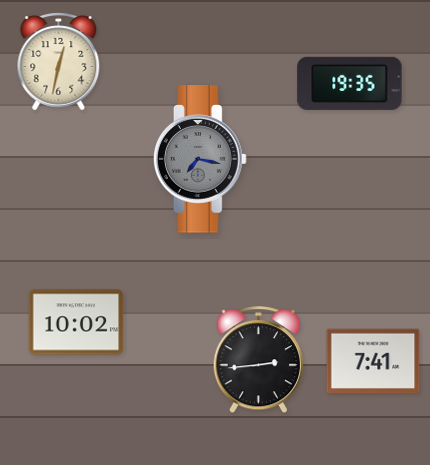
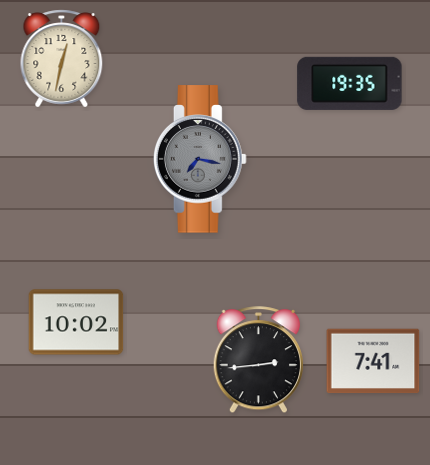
clock at (59, 62) position: (59, 62) -> (62, 59)
